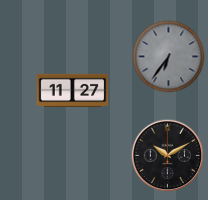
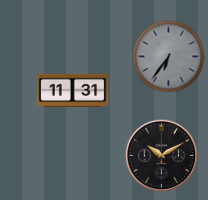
clock at (73, 91): 11:27 -> 11:31
clock at (168, 156) position: (168, 156) -> (162, 156)
